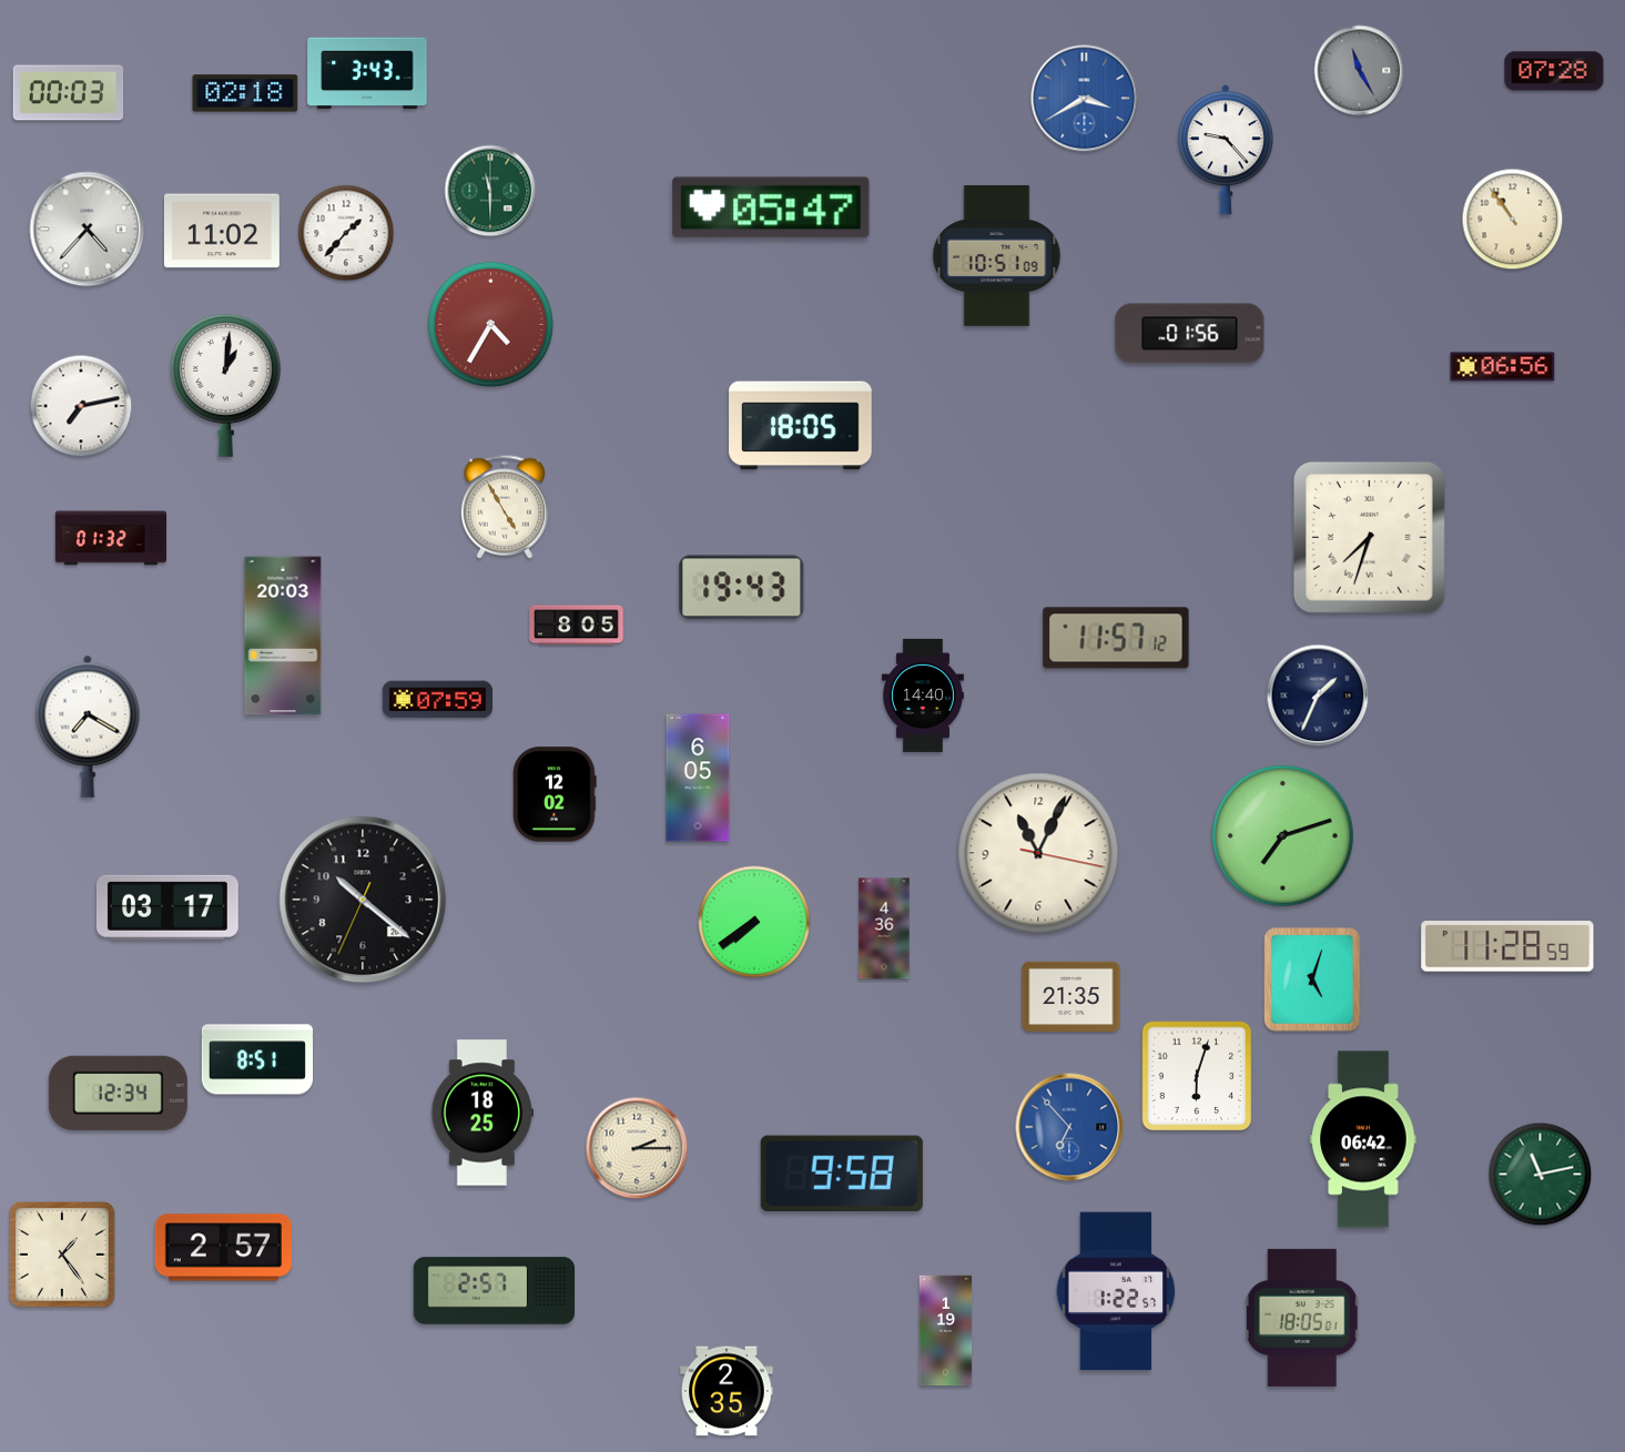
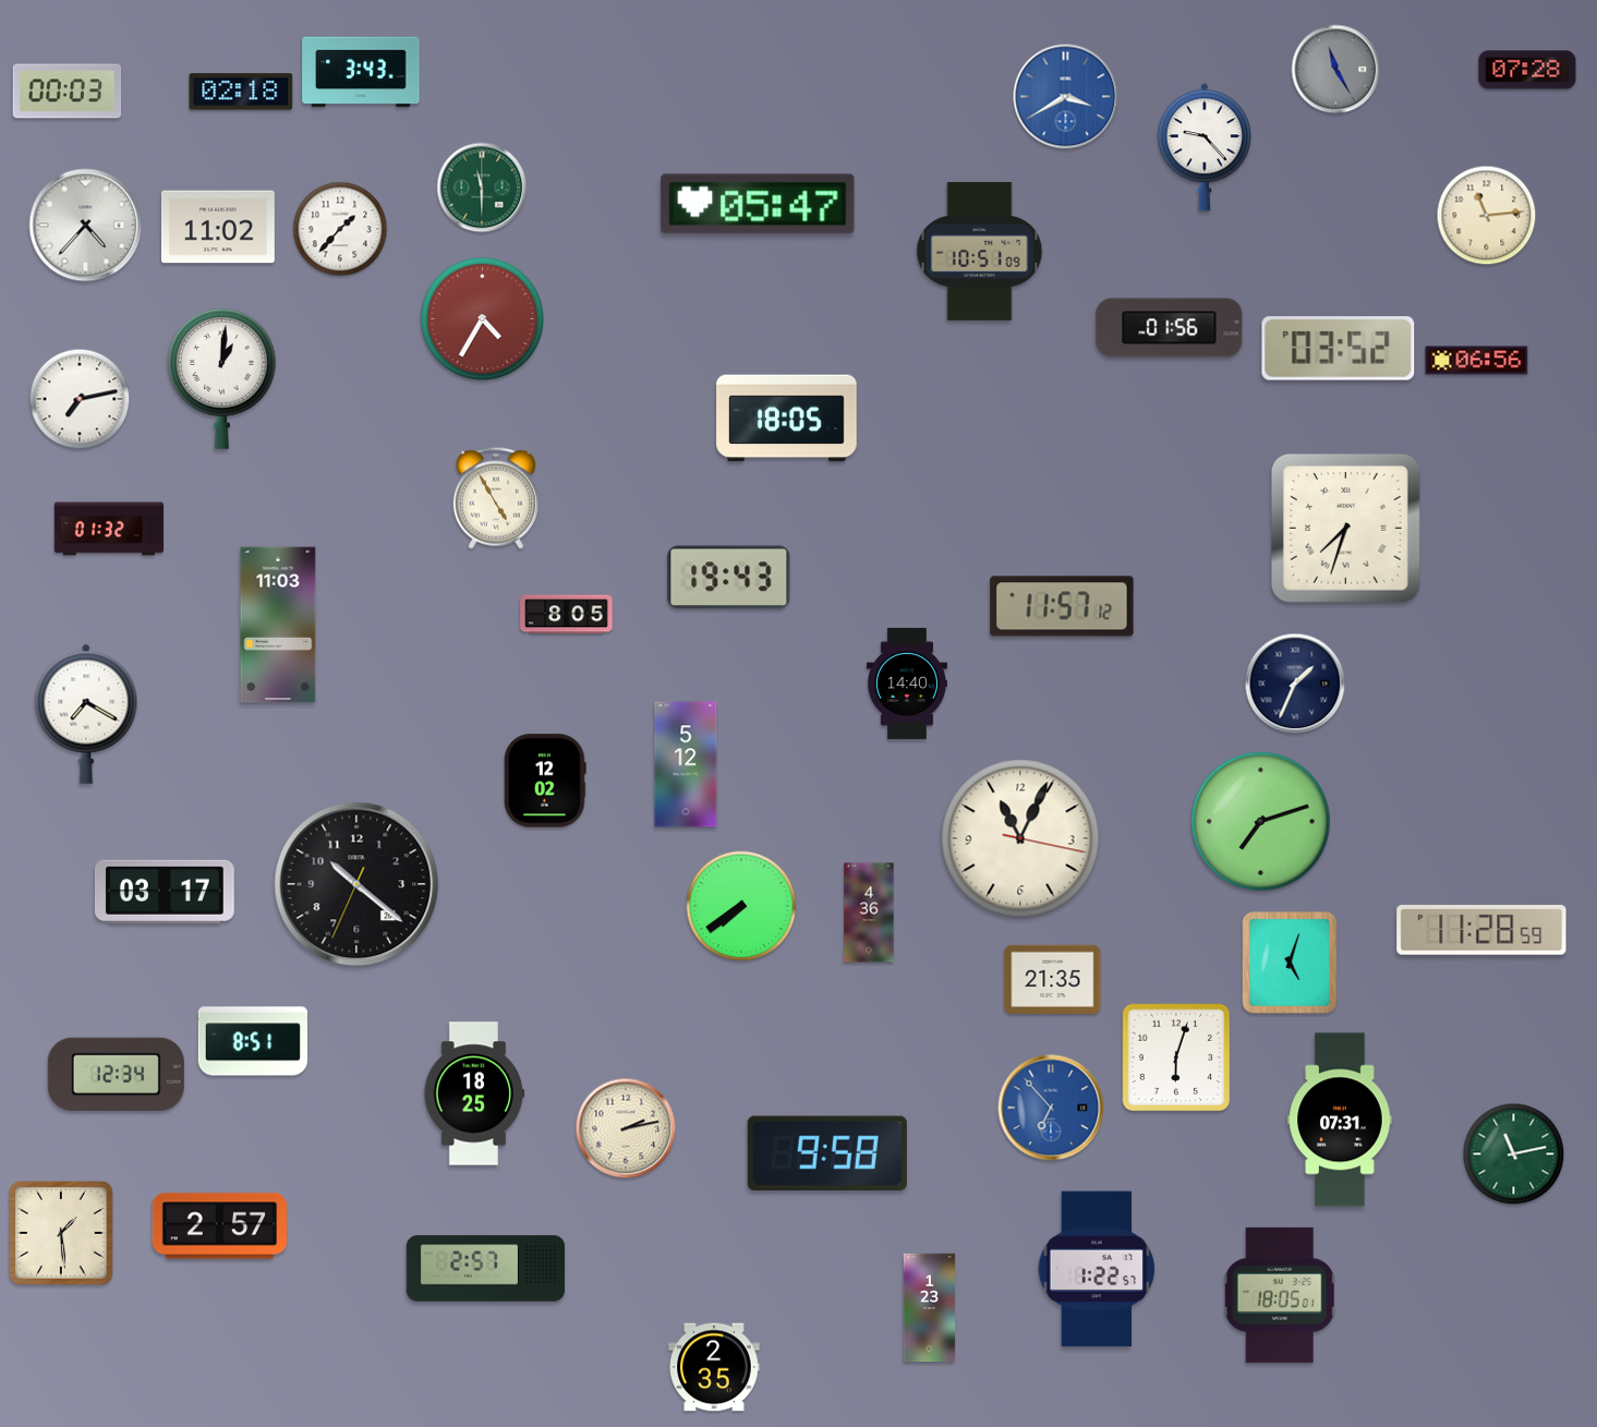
clock at (1513, 220): 10:54 -> 11:14
clock at (1339, 349): none -> 03:52
clock at (283, 636): 20:03 -> 11:03
clock at (1116, 638) position: (1116, 638) -> (1062, 606)
clock at (438, 700): 07:59 -> none
clock at (698, 778): 6:05 -> 5:12
clock at (1363, 1139): 06:42 -> 07:31
clock at (637, 1148): 2:15 -> 2:13
clock at (62, 1255): 1:24 -> 1:29
clock at (946, 1331): 1:19 -> 1:23
